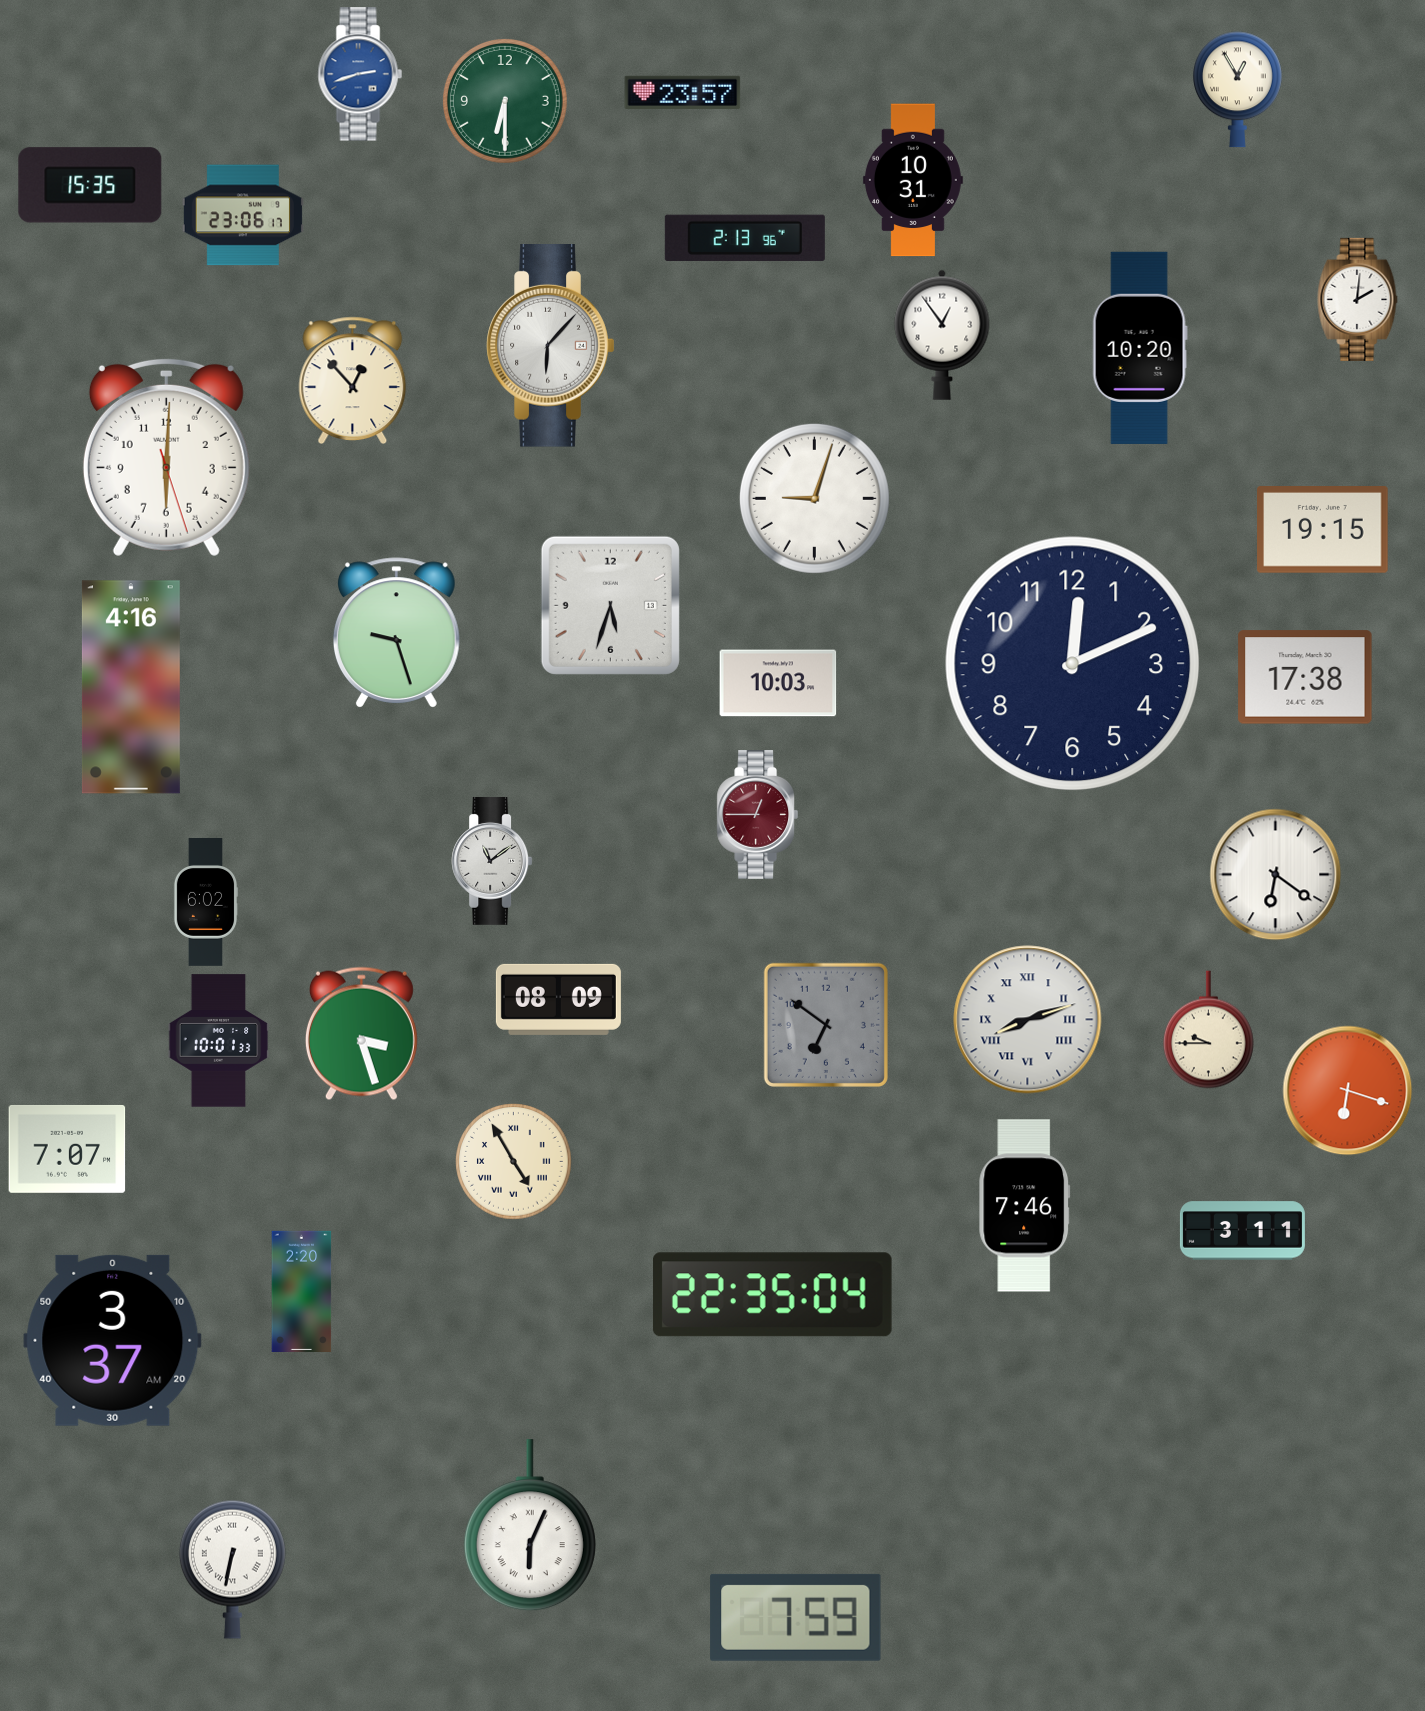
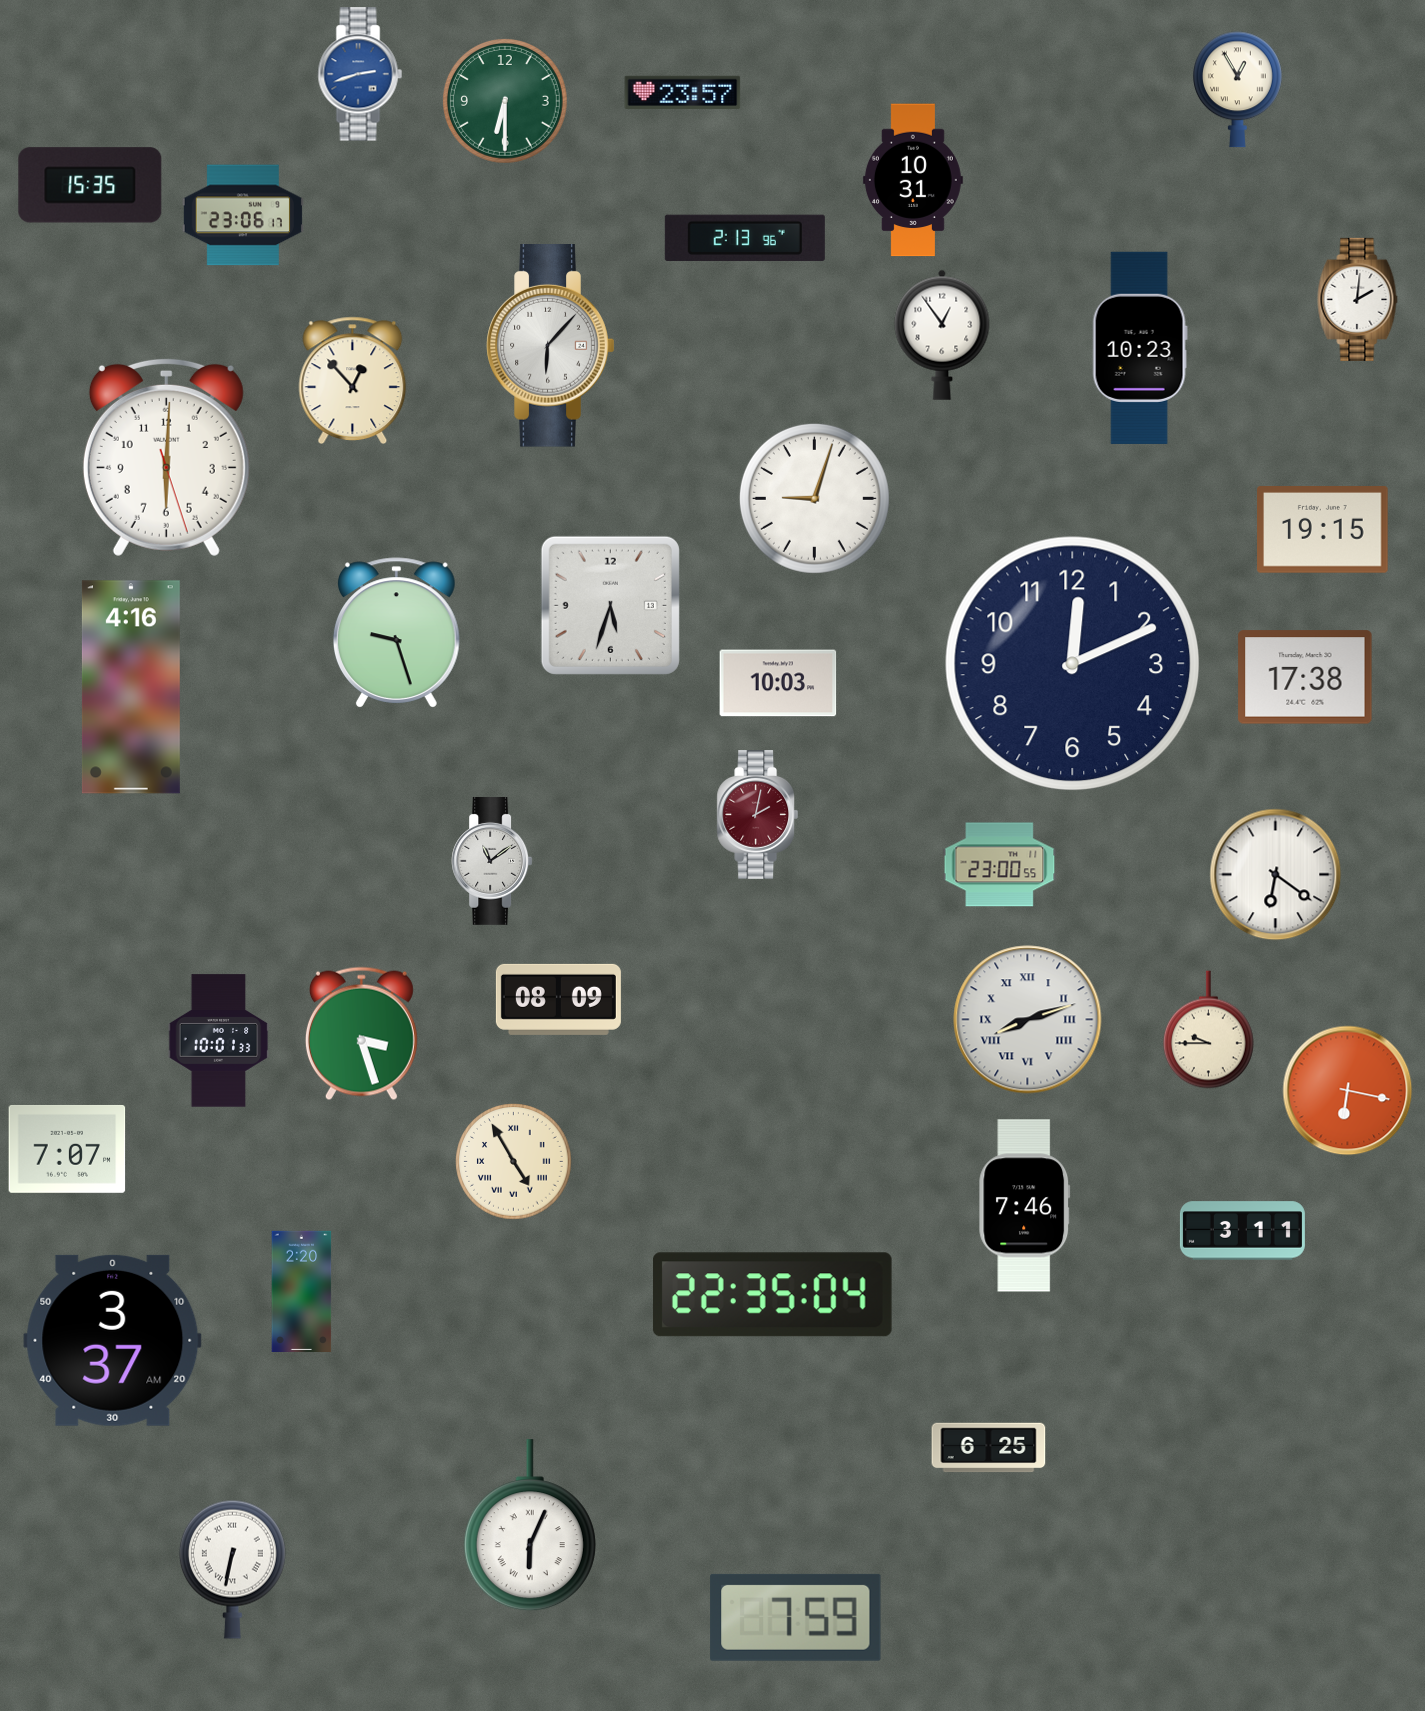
clock at (1140, 348): 10:20 -> 10:23
clock at (758, 815): 12:45 -> 2:02
clock at (1000, 865): none -> 23:00
clock at (206, 903): 6:02 -> none
clock at (826, 1025): 6:51 -> none
clock at (1348, 1091): 6:18 -> 6:17
clock at (989, 1448): none -> 6:25
